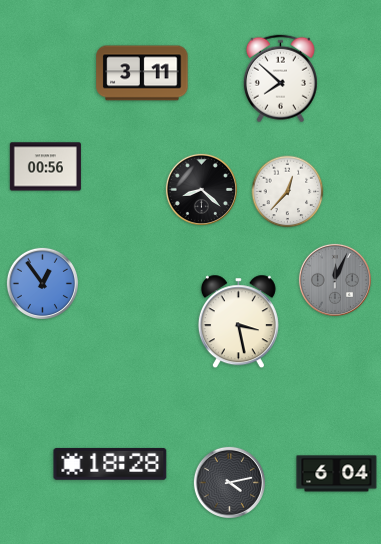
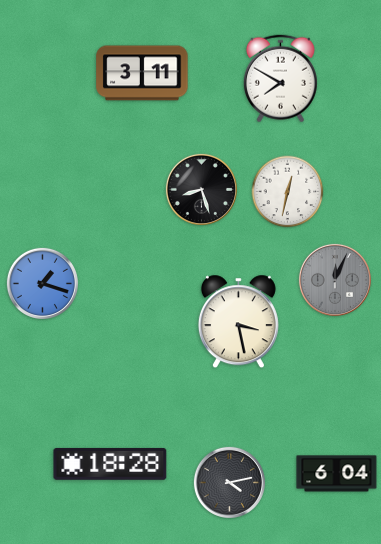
clock at (280, 79): 7:52 -> 7:50
clock at (45, 167): 00:56 -> none
clock at (201, 189): 8:22 -> 8:27
clock at (288, 192): 12:37 -> 12:32
clock at (42, 283): 12:54 -> 1:18
